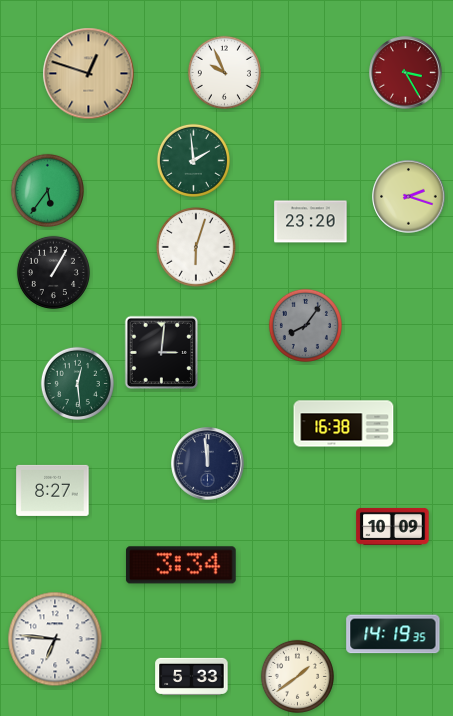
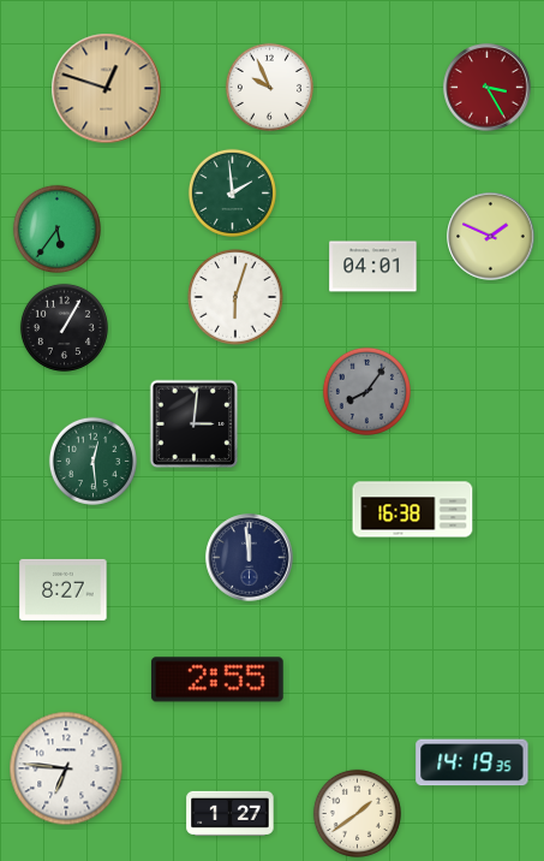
clock at (409, 197): 2:18 -> 1:49
clock at (311, 222): 23:20 -> 04:01
clock at (393, 526): 10:09 -> none
clock at (181, 565): 3:34 -> 2:55
clock at (192, 676): 5:33 -> 1:27
